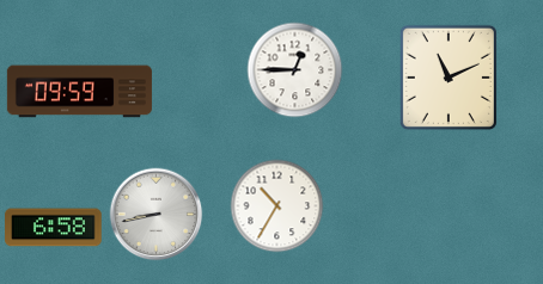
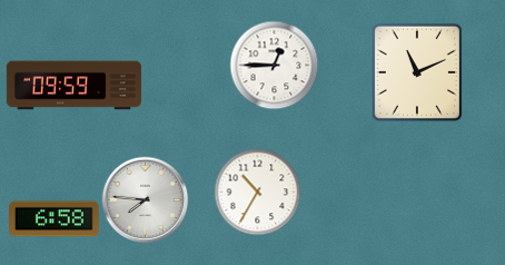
clock at (155, 214): 8:43 -> 7:46
clock at (54, 228) position: (54, 228) -> (55, 219)
